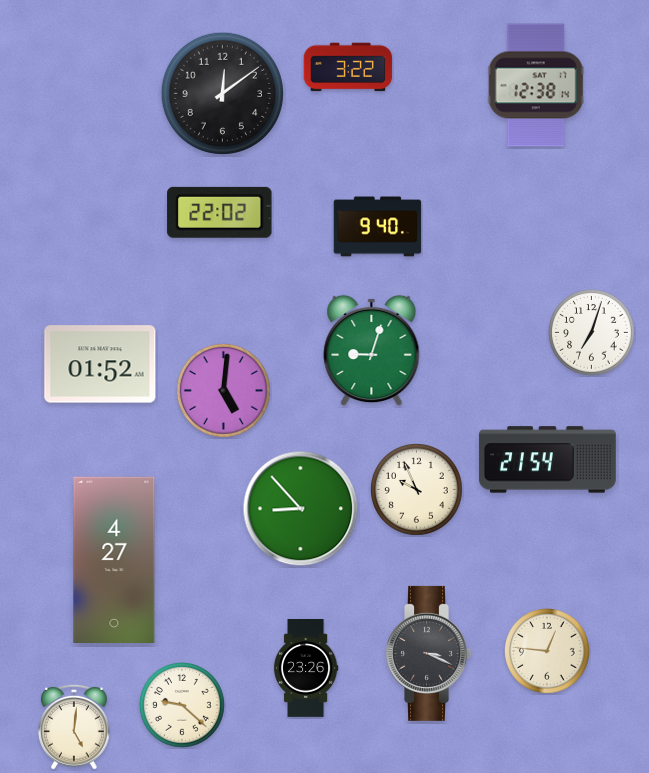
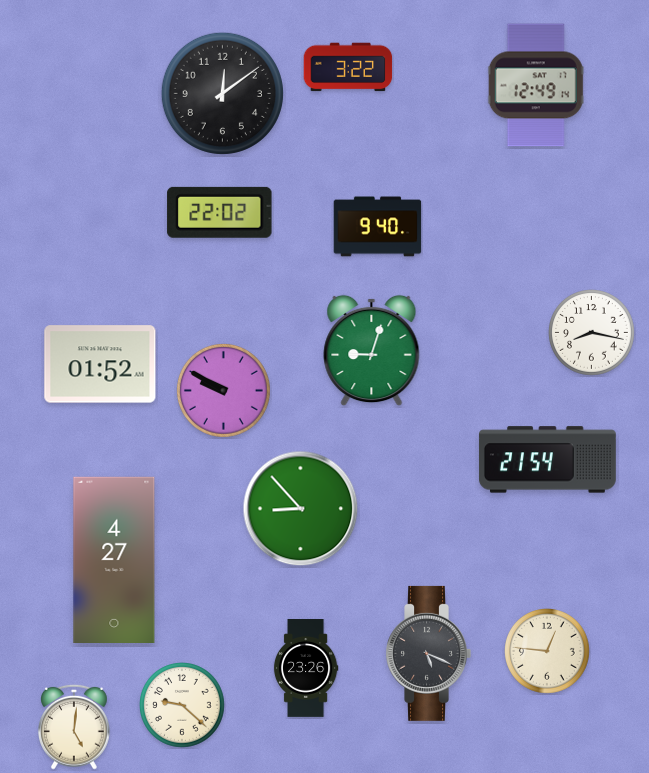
clock at (536, 85): 12:38 -> 12:49
clock at (592, 333): 7:03 -> 8:17
clock at (223, 390): 5:01 -> 9:50
clock at (416, 489): 9:56 -> none
clock at (428, 653): 3:19 -> 5:19
